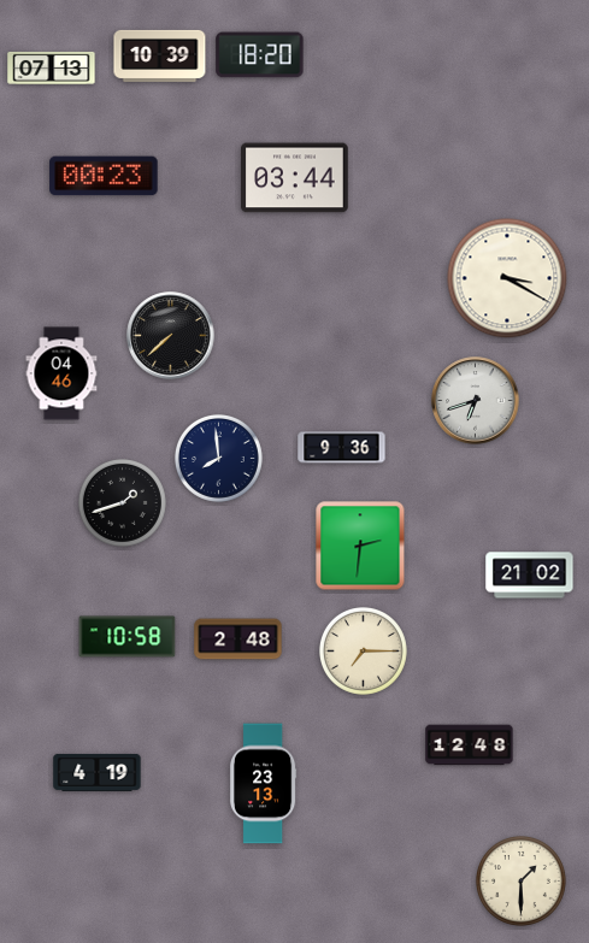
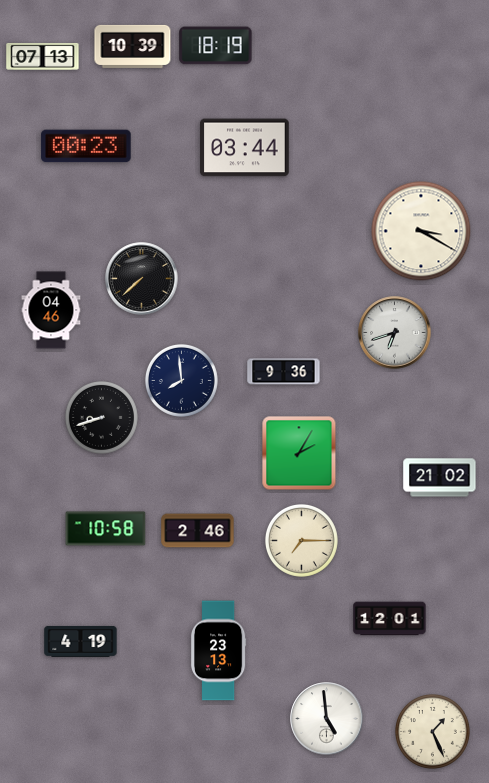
clock at (260, 55): 18:20 -> 18:19
clock at (122, 502): 1:42 -> 8:42
clock at (360, 546): 2:31 -> 2:05
clock at (238, 640): 2:48 -> 2:46
clock at (470, 745): 12:48 -> 12:01
clock at (327, 719): none -> 4:59
clock at (522, 882): 1:30 -> 1:26
